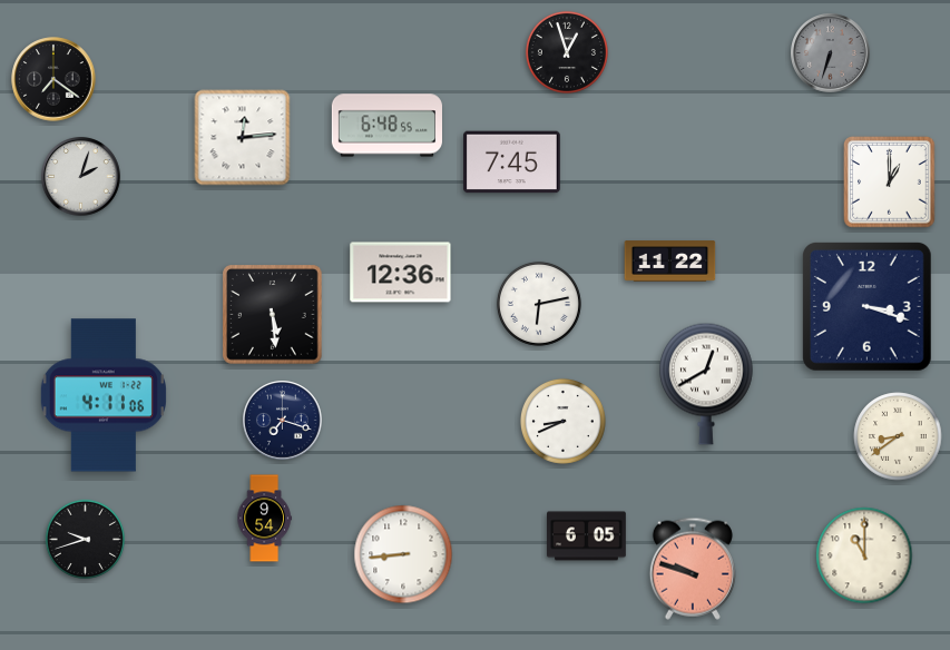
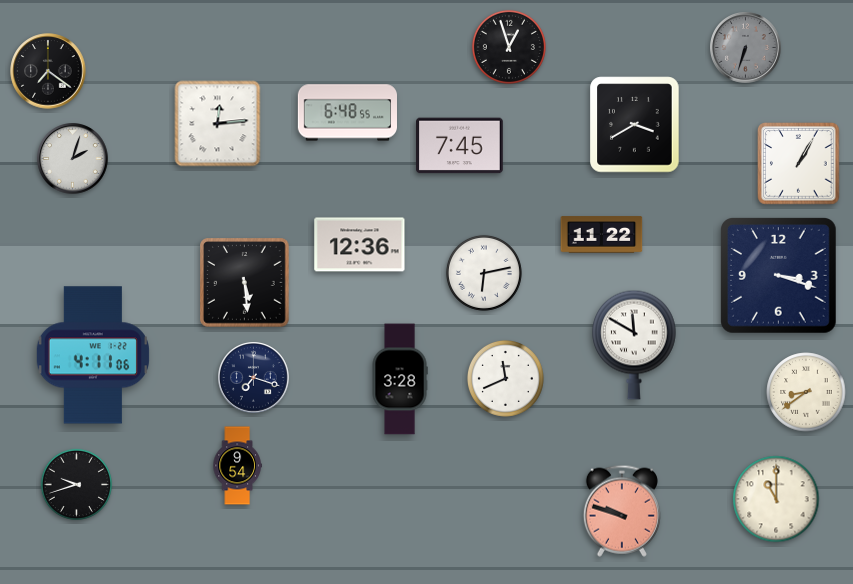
clock at (635, 125): none -> 3:40
clock at (890, 183): 1:00 -> 1:05
clock at (707, 384): 12:40 -> 11:50
clock at (562, 421): 8:41 -> 11:41
clock at (400, 379): none -> 3:28
clock at (587, 536): 6:05 -> none
clock at (403, 554): 8:44 -> none
